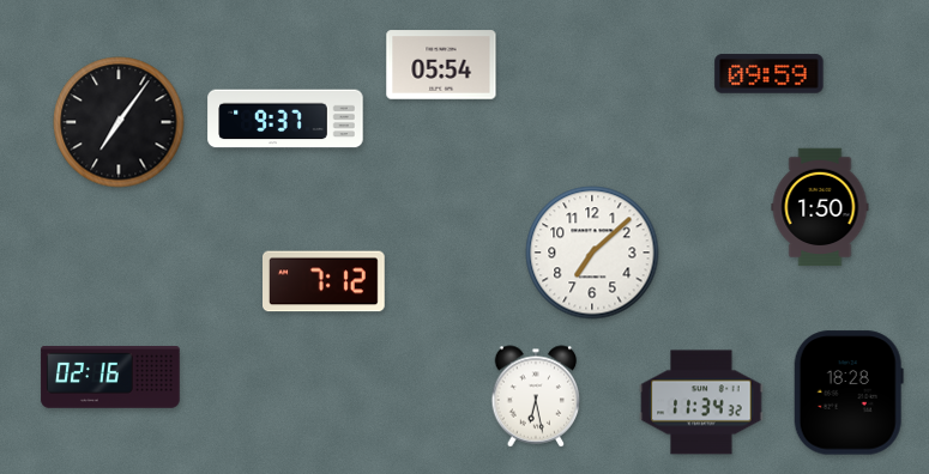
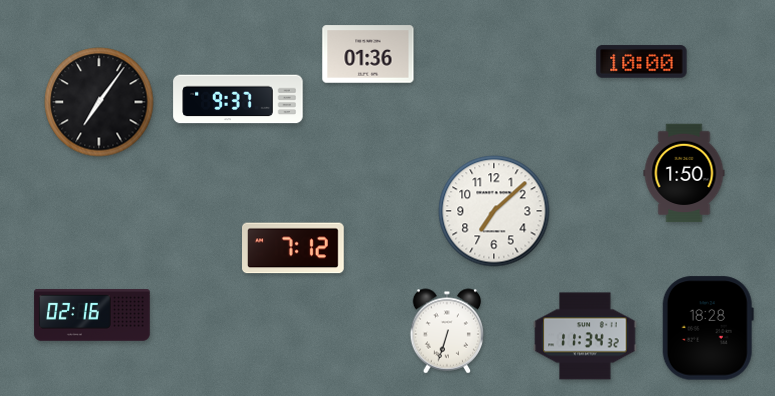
clock at (441, 65): 05:54 -> 01:36
clock at (770, 74): 09:59 -> 10:00
clock at (325, 281) position: (325, 281) -> (294, 248)
clock at (536, 396): 6:28 -> 6:33
